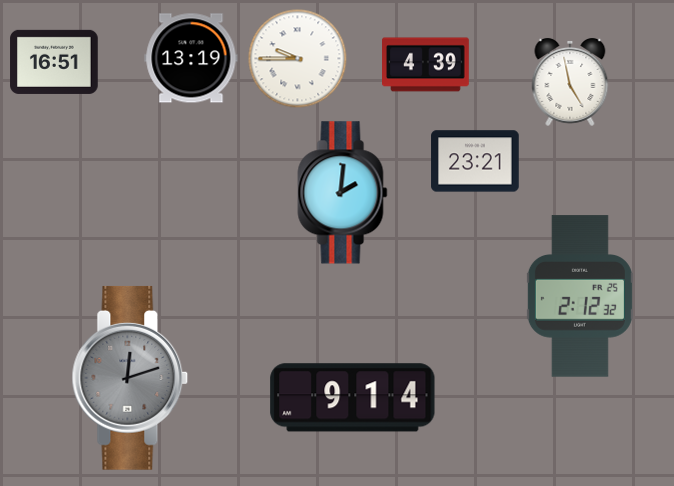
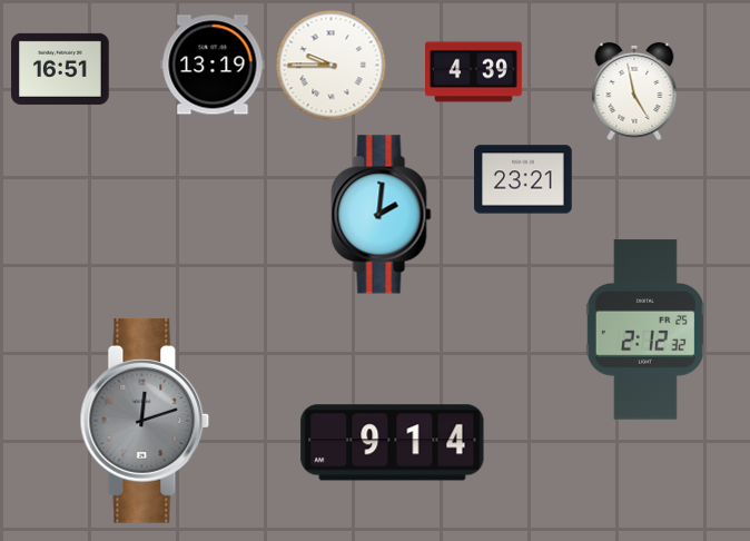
clock at (475, 161) position: (475, 161) -> (523, 179)
